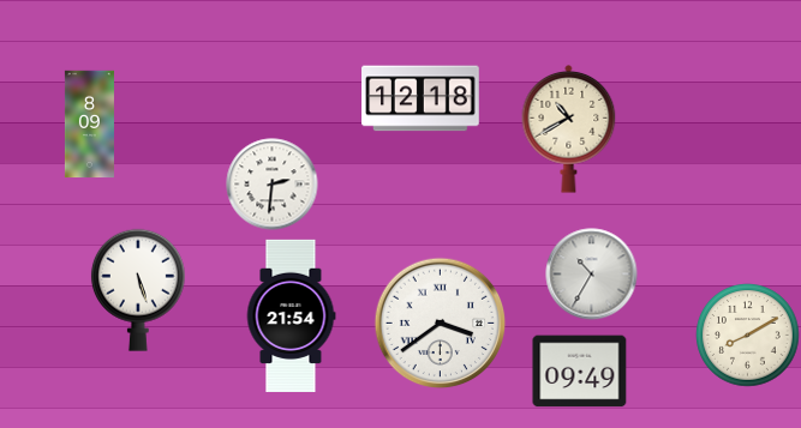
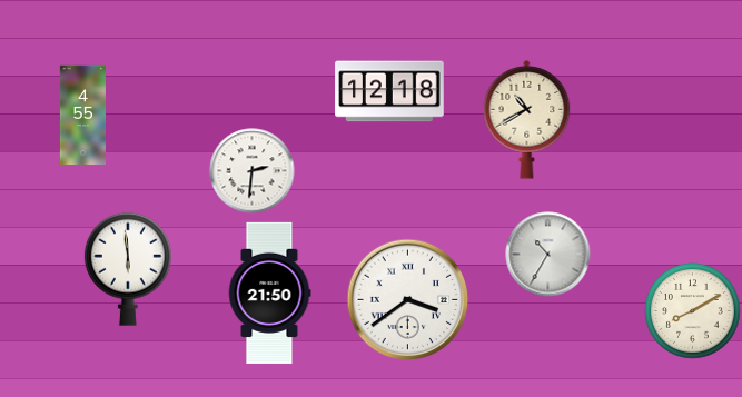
clock at (89, 125): 8:09 -> 4:55
clock at (138, 290): 5:27 -> 5:59
clock at (291, 315): 21:54 -> 21:50
clock at (580, 372): 09:49 -> none
